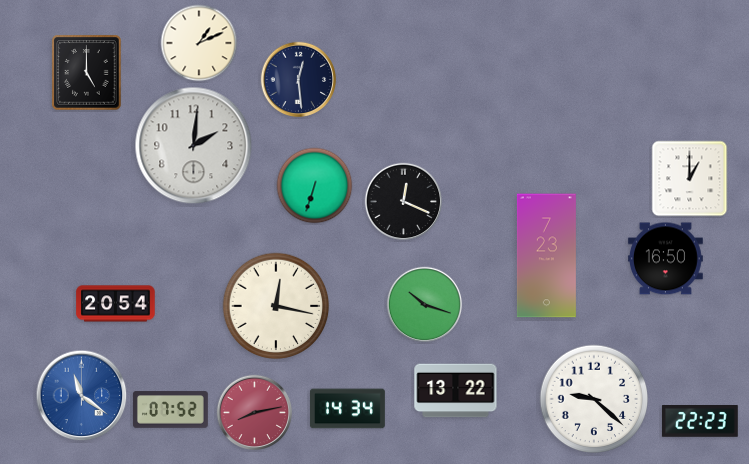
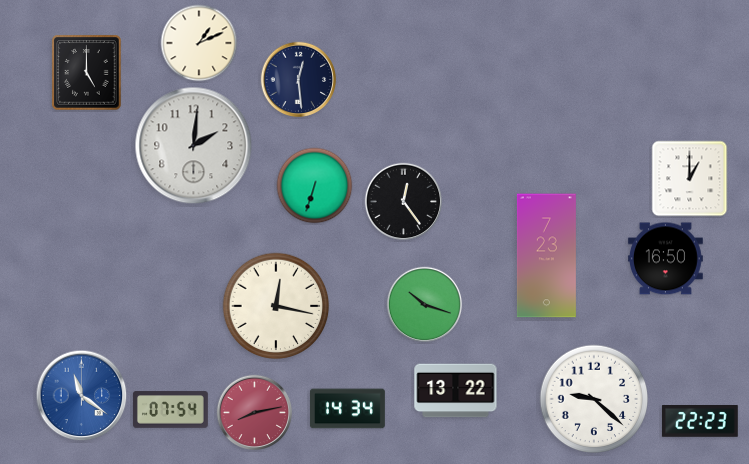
clock at (404, 202): 12:19 -> 12:24
clock at (116, 304): 20:54 -> none
clock at (170, 410): 07:52 -> 07:54
